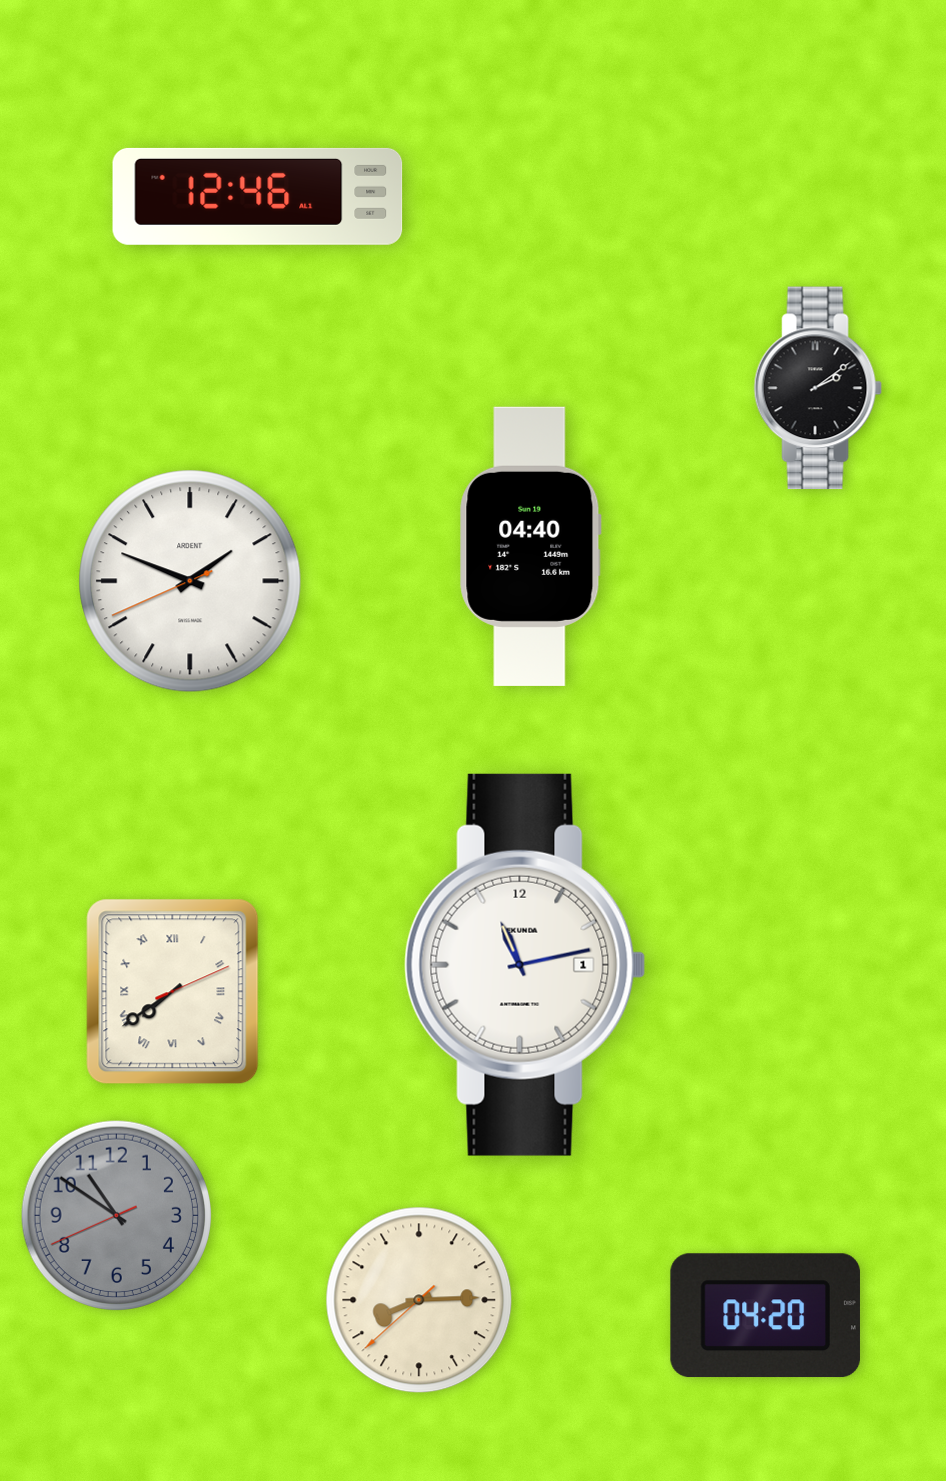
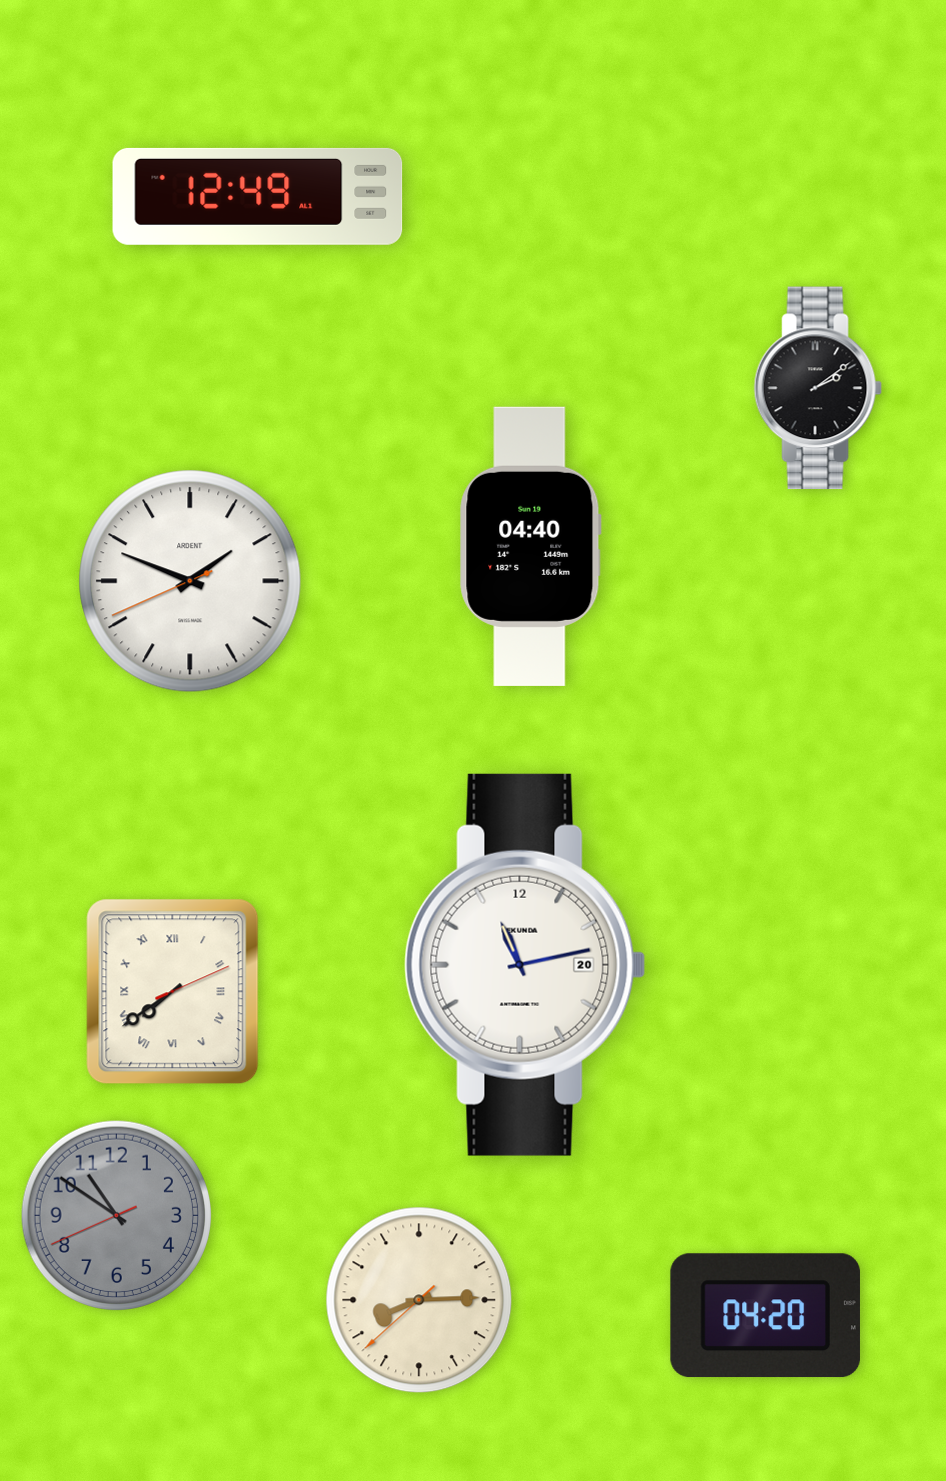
clock at (258, 196): 12:46 -> 12:49
clock at (525, 965) date: 1 -> 20
